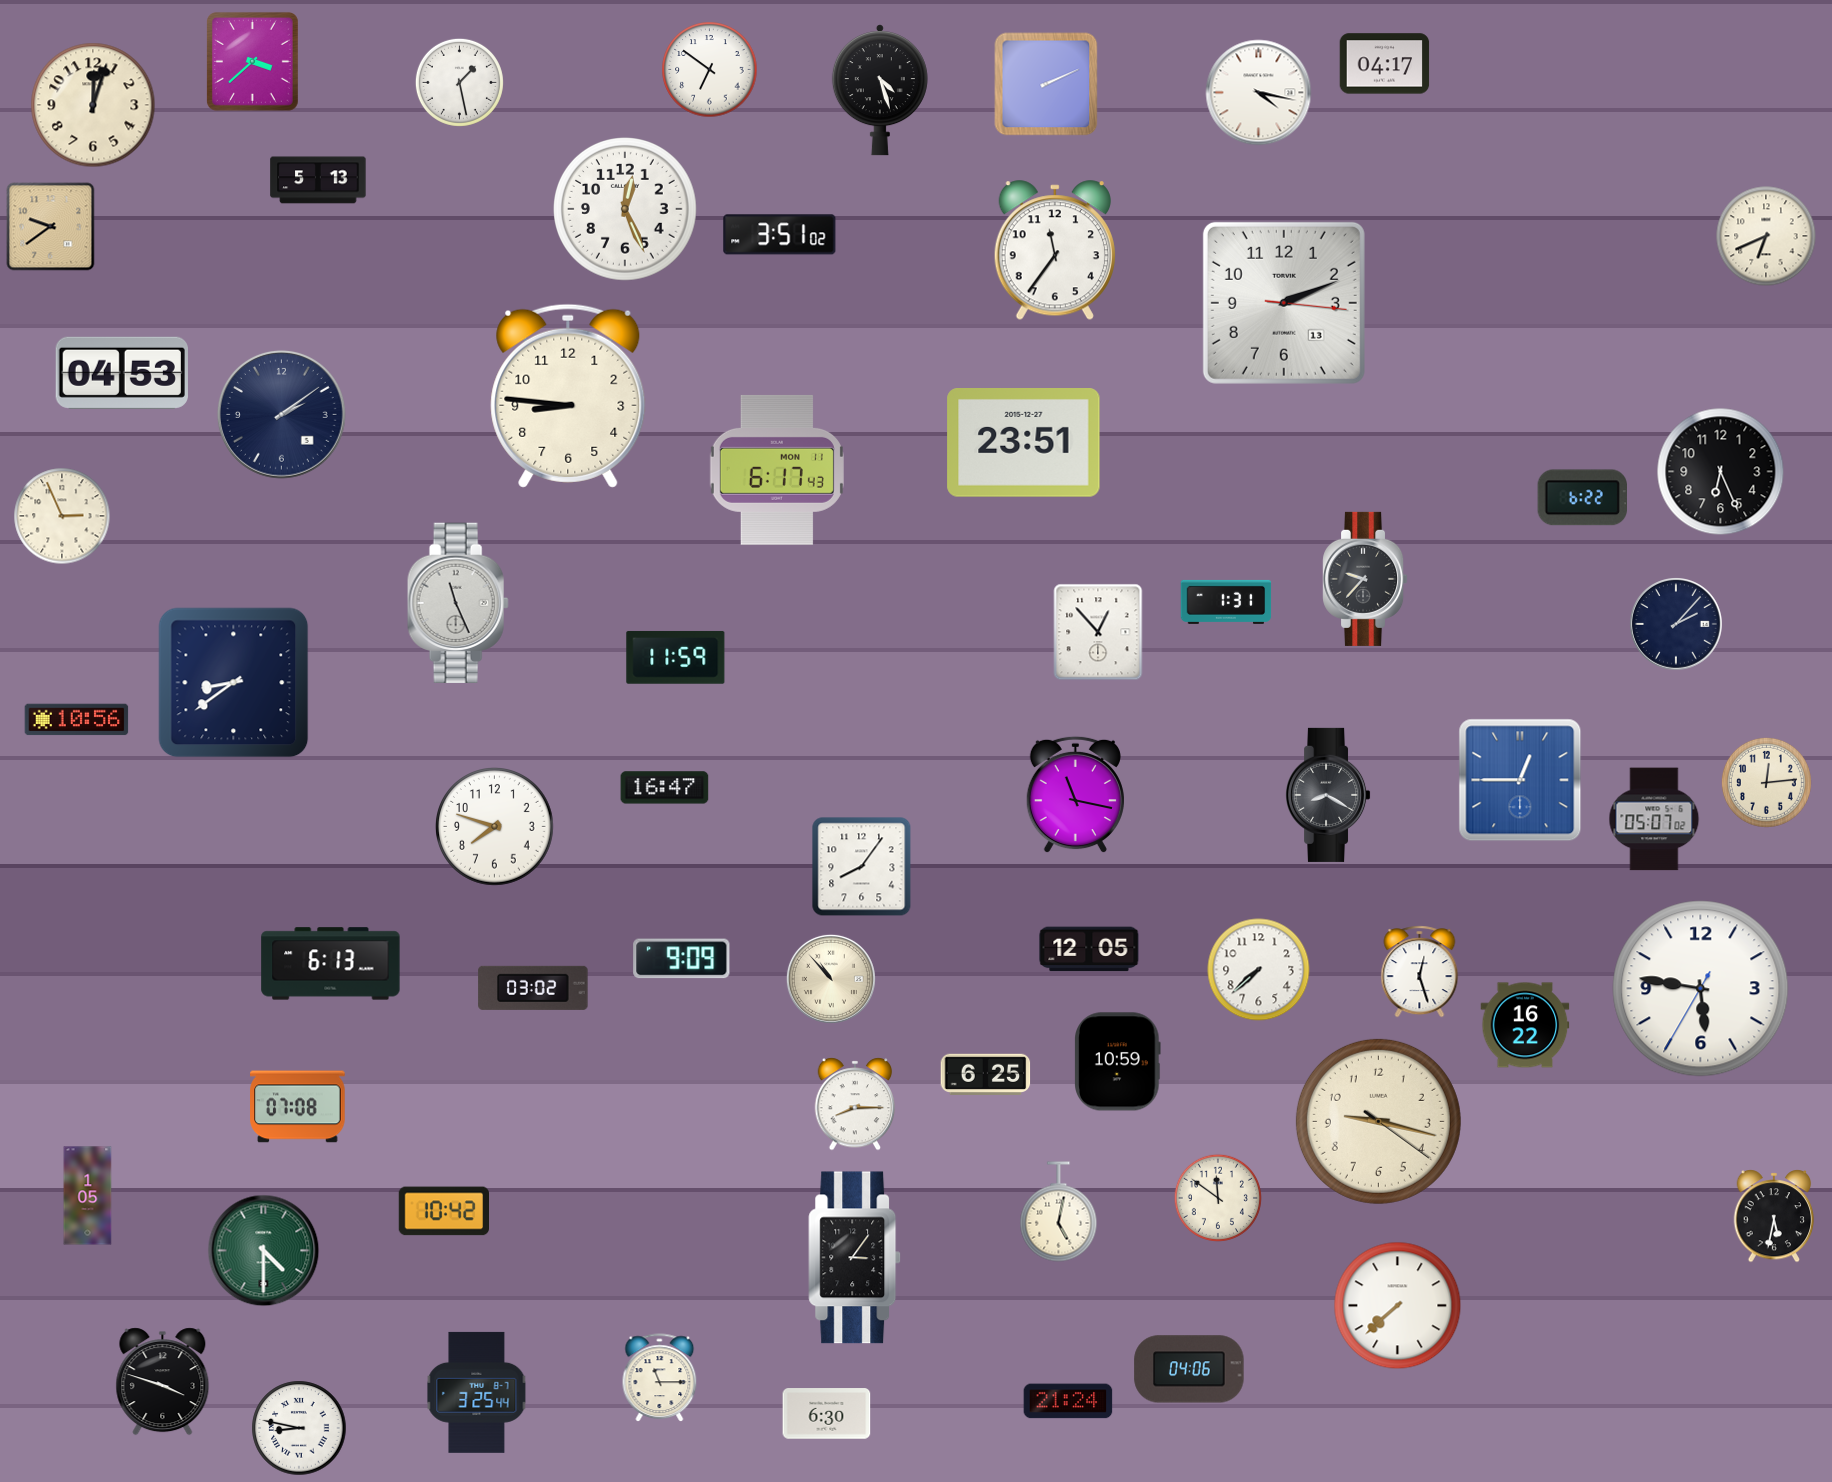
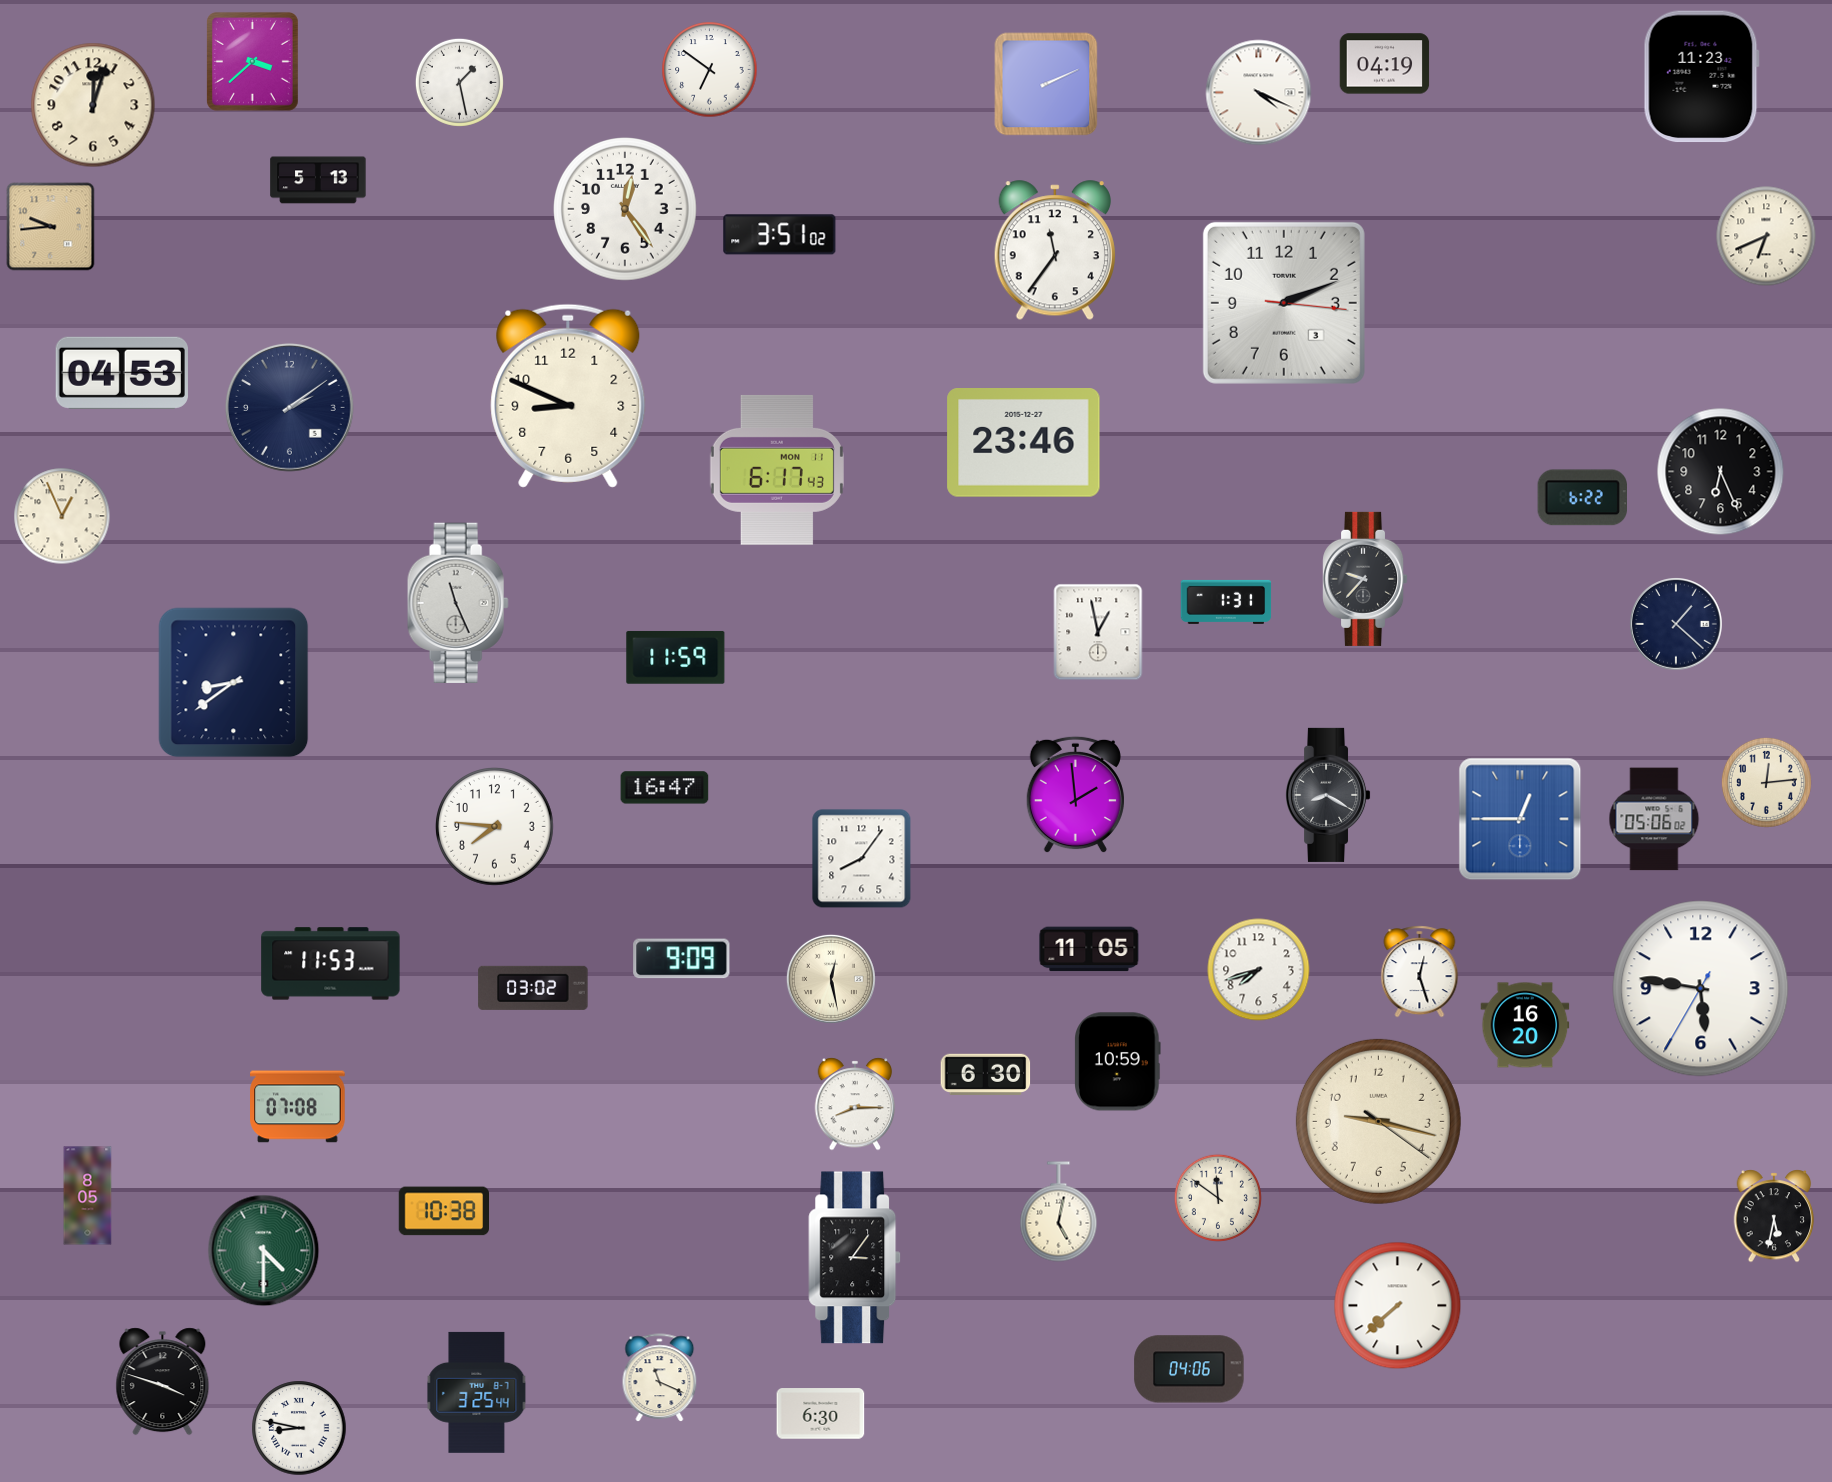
clock at (1385, 64): 04:17 -> 04:19
clock at (1701, 77): none -> 11:23
clock at (880, 90): 4:27 -> none
clock at (1259, 93): 4:17 -> 4:19
clock at (626, 210): 12:26 -> 12:24
clock at (51, 227): 9:39 -> 9:44
clock at (1284, 303) date: 13 -> 3
clock at (568, 396): 8:46 -> 8:49
clock at (281, 414) position: (281, 414) -> (289, 407)
clock at (1024, 443): 23:51 -> 23:46
clock at (62, 516): 2:56 -> 12:56
clock at (1677, 625): 2:07 -> 1:22
clock at (1098, 632): 12:53 -> 12:58
clock at (77, 720): 10:56 -> none
clock at (1520, 780) position: (1520, 780) -> (1520, 819)
clock at (1075, 795): 11:17 -> 1:59
clock at (1654, 819): 05:07 -> 05:06
clock at (495, 827): 7:48 -> 7:46
clock at (862, 867) position: (862, 867) -> (862, 859)
clock at (1089, 949): 12:05 -> 11:05
clock at (331, 964): 6:13 -> 11:53
clock at (1259, 970): 7:38 -> 7:42
clock at (831, 979): 10:53 -> 12:28
clock at (1525, 1025): 16:22 -> 16:20
clock at (986, 1074): 6:25 -> 6:30
clock at (88, 1196): 1:05 -> 8:05
clock at (443, 1211): 10:42 -> 10:38
clock at (660, 1378): 11:15 -> 11:19
clock at (1068, 1401): 21:24 -> none
clock at (827, 1414) position: (827, 1414) -> (821, 1414)
